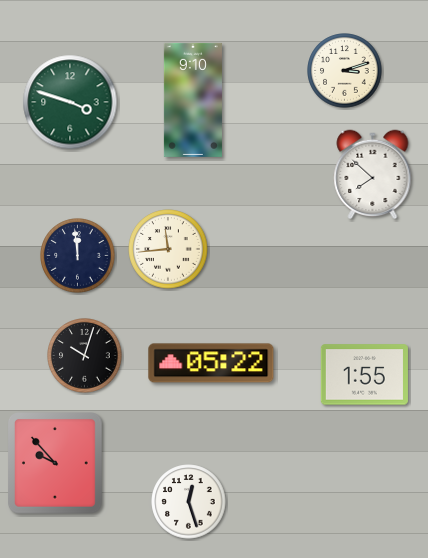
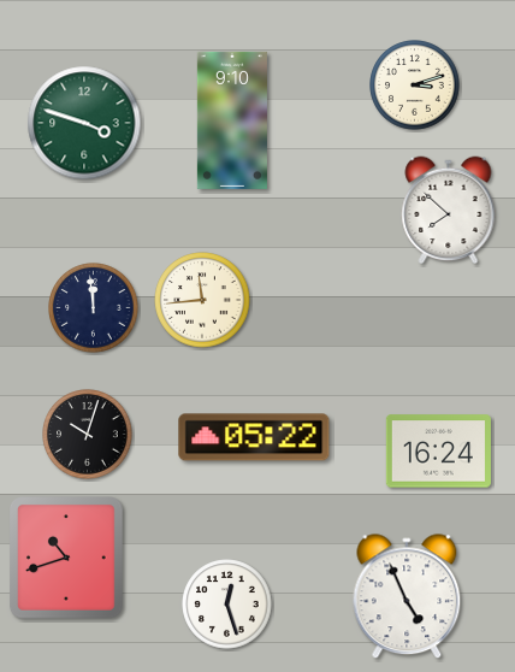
clock at (85, 356) position: (85, 356) -> (88, 435)
clock at (364, 375): 1:55 -> 16:24
clock at (56, 464): 9:53 -> 10:42
clock at (407, 597): none -> 4:56
